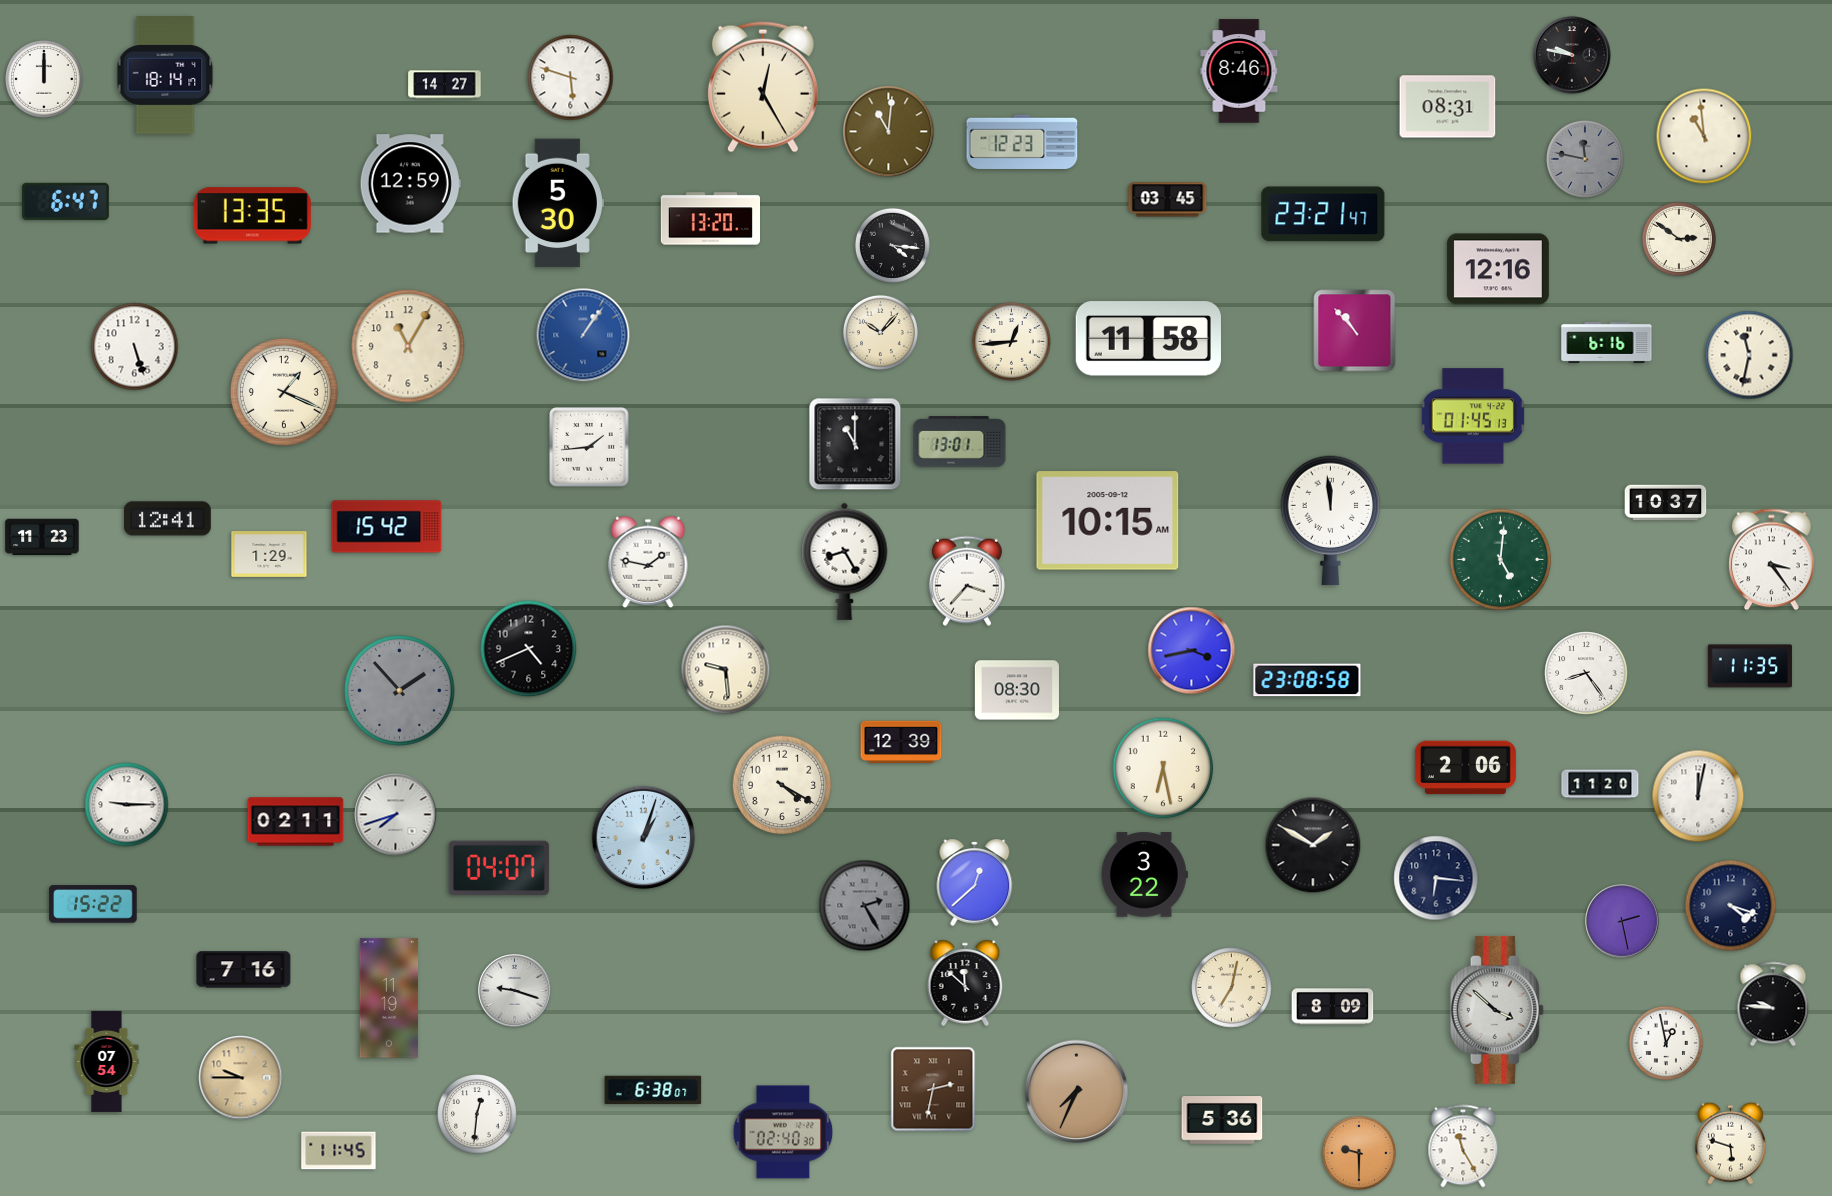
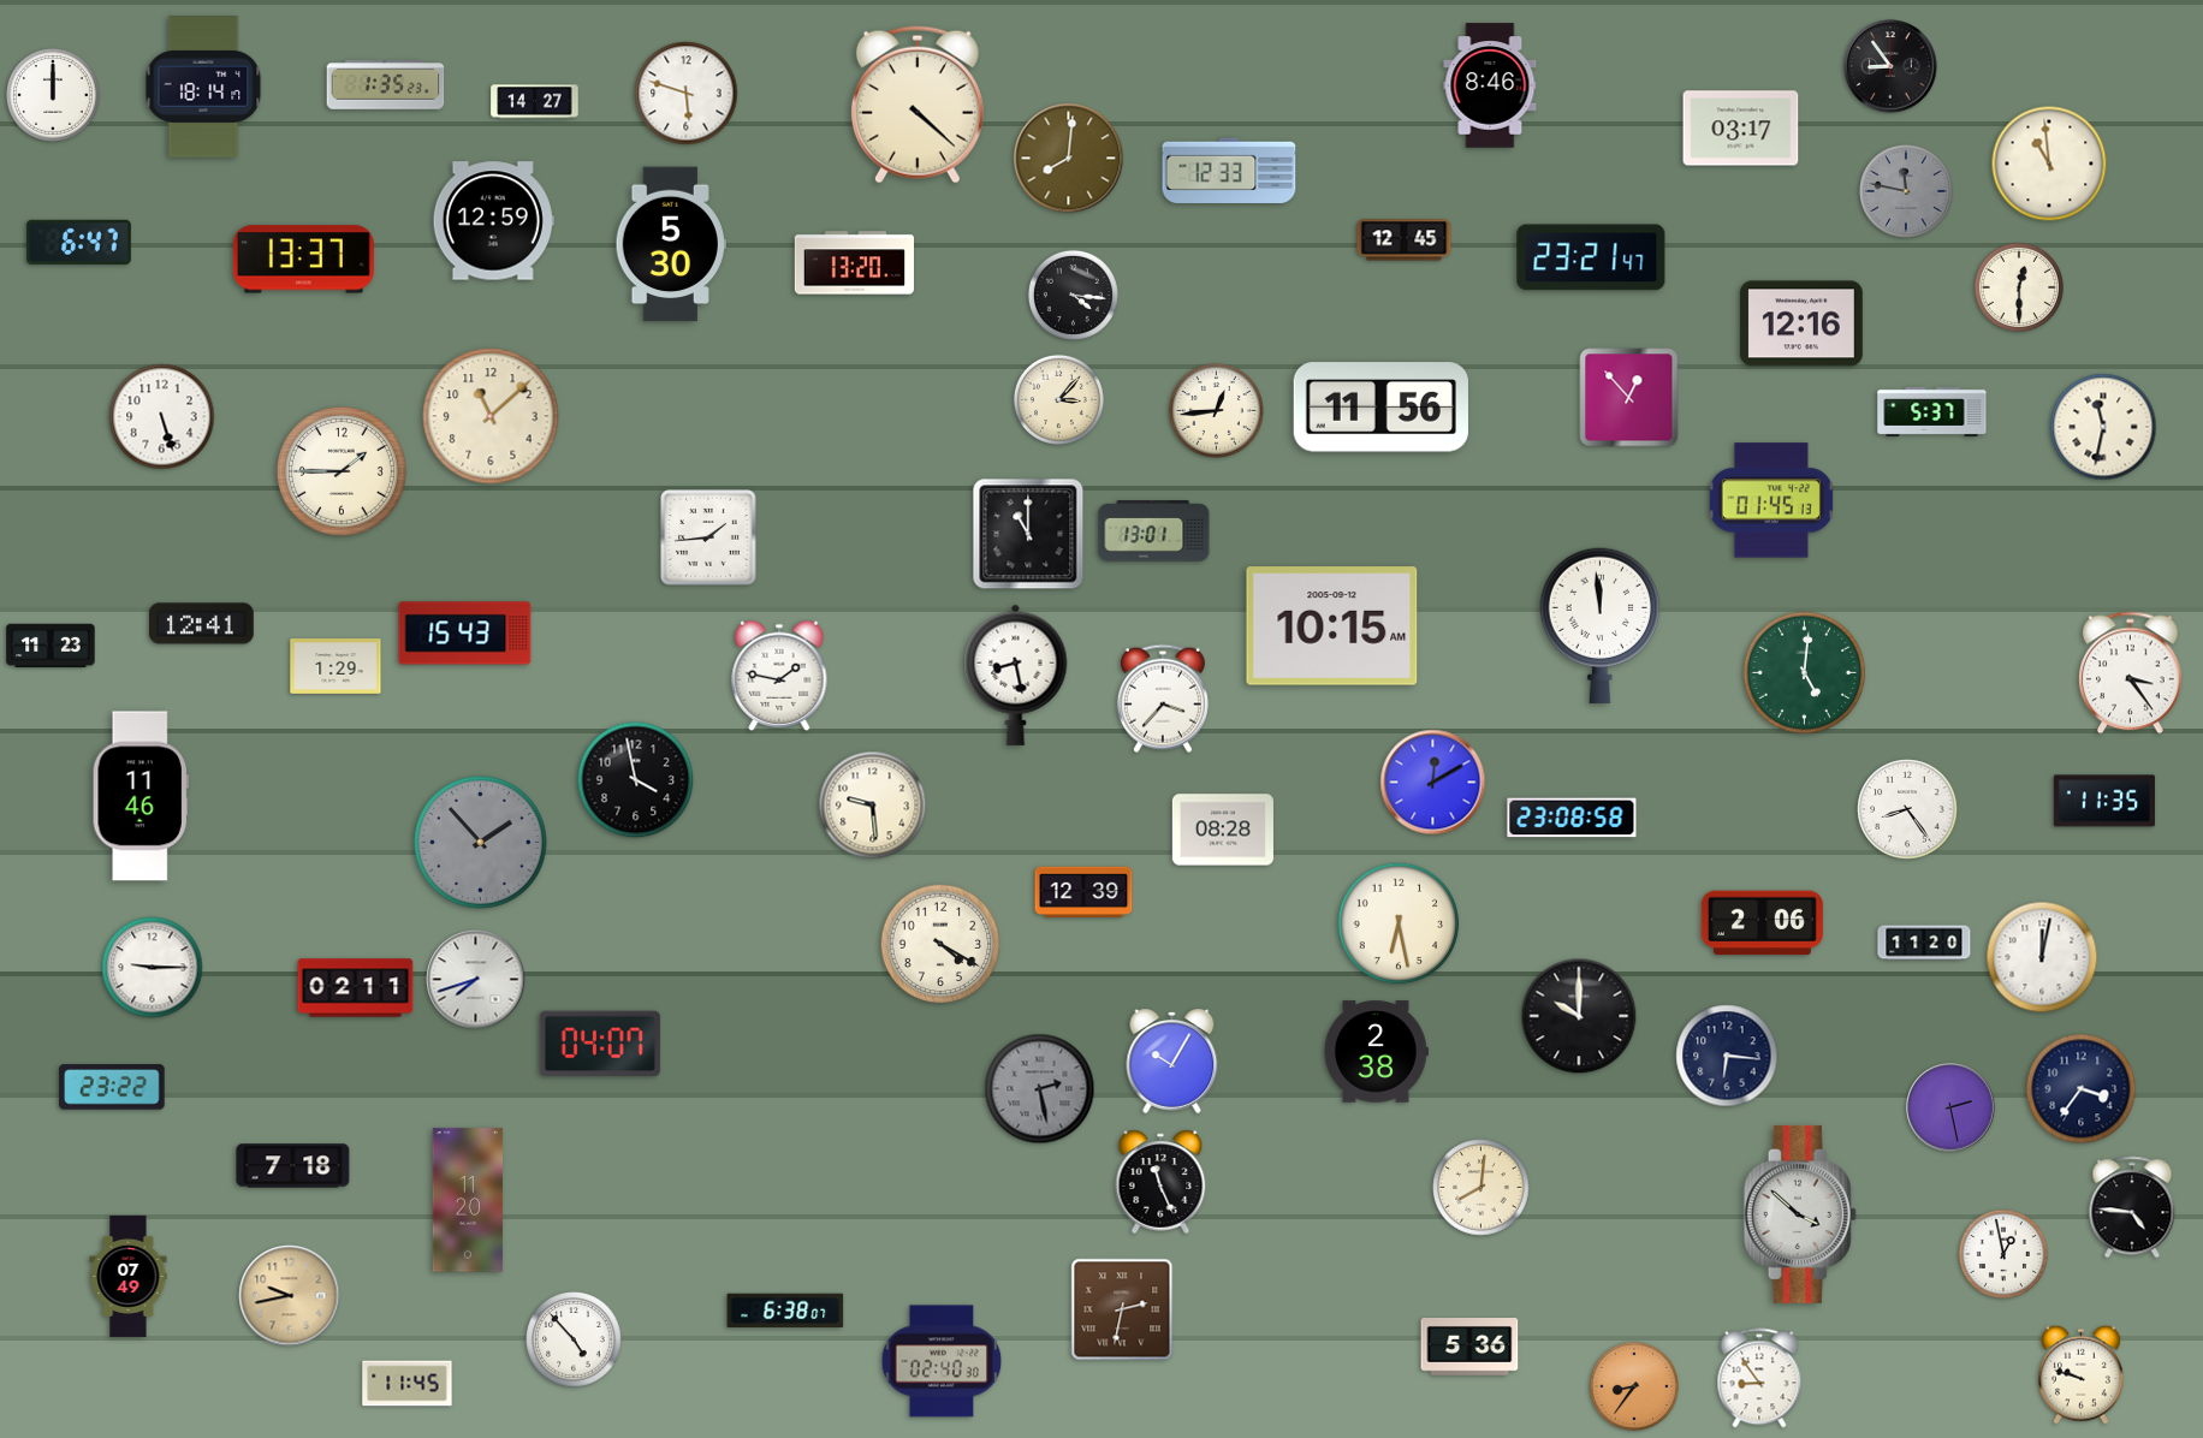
clock at (1572, 55): 9:47 -> 8:54
clock at (386, 85): none -> 1:35
clock at (165, 76) position: (165, 76) -> (203, 88)
clock at (763, 87): 12:25 -> 4:22
clock at (1448, 107): 08:31 -> 03:17
clock at (889, 132): 11:01 -> 8:01
clock at (1022, 142): 12:23 -> 12:33
clock at (1168, 200): 03:45 -> 12:45
clock at (252, 216): 13:35 -> 13:37
clock at (1679, 239): 2:51 -> 12:30
clock at (1355, 331): 10:53 -> 12:53
clock at (880, 332): 10:07 -> 3:07
clock at (583, 335): 1:06 -> none
clock at (1148, 339): 11:58 -> 11:56
clock at (1607, 342): 6:16 -> 5:37
clock at (408, 346): 11:05 -> 11:08
clock at (284, 392): 1:19 -> 1:45
clock at (1666, 503): 10:37 -> none
clock at (387, 527): 15:42 -> 15:43
clock at (269, 555) position: (269, 555) -> (336, 667)
clock at (845, 561): 8:25 -> 8:28
clock at (529, 649): 4:41 -> 3:58
clock at (1192, 651): 3:43 -> 12:10
clock at (141, 796): none -> 11:46
clock at (1017, 690): 08:30 -> 08:28
clock at (400, 691) position: (400, 691) -> (481, 843)
clock at (644, 838): 1:03 -> none
clock at (1313, 845): 1:50 -> 10:00
clock at (1144, 875): 3:22 -> 2:38
clock at (975, 882): 12:38 -> 10:05
clock at (93, 904): 15:22 -> 23:22
clock at (865, 906): 2:25 -> 2:28
clock at (1731, 906): 4:18 -> 3:36
clock at (244, 970): 7:16 -> 7:18
clock at (965, 983): 11:52 -> 11:26
clock at (1232, 988): 7:02 -> 8:01
clock at (515, 991): 9:18 -> none
clock at (389, 998): 11:19 -> 11:20
clock at (1773, 1004): 9:46 -> 4:46
clock at (1333, 1007): 8:09 -> none
clock at (107, 1061): 07:54 -> 07:49
clock at (241, 1078): 9:45 -> 9:43
clock at (1077, 1092): 7:34 -> none
clock at (477, 1114): 12:31 -> 4:53
clock at (1731, 1143): 5:48 -> 9:48
clock at (1463, 1146): 11:25 -> 8:54
clock at (1359, 1153): 9:30 -> 8:36
